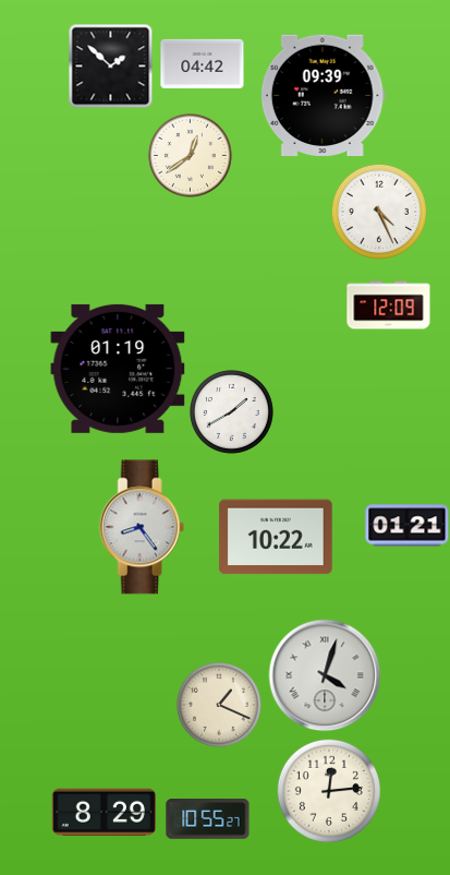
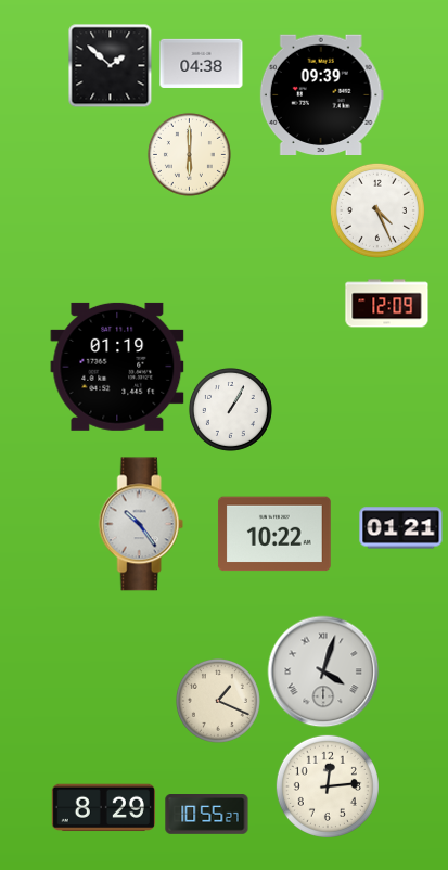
clock at (203, 63): 04:42 -> 04:38
clock at (190, 155): 12:39 -> 6:00
clock at (231, 411): 1:40 -> 1:05
clock at (408, 526) position: (408, 526) -> (401, 528)
clock at (142, 527): 8:24 -> 10:24
